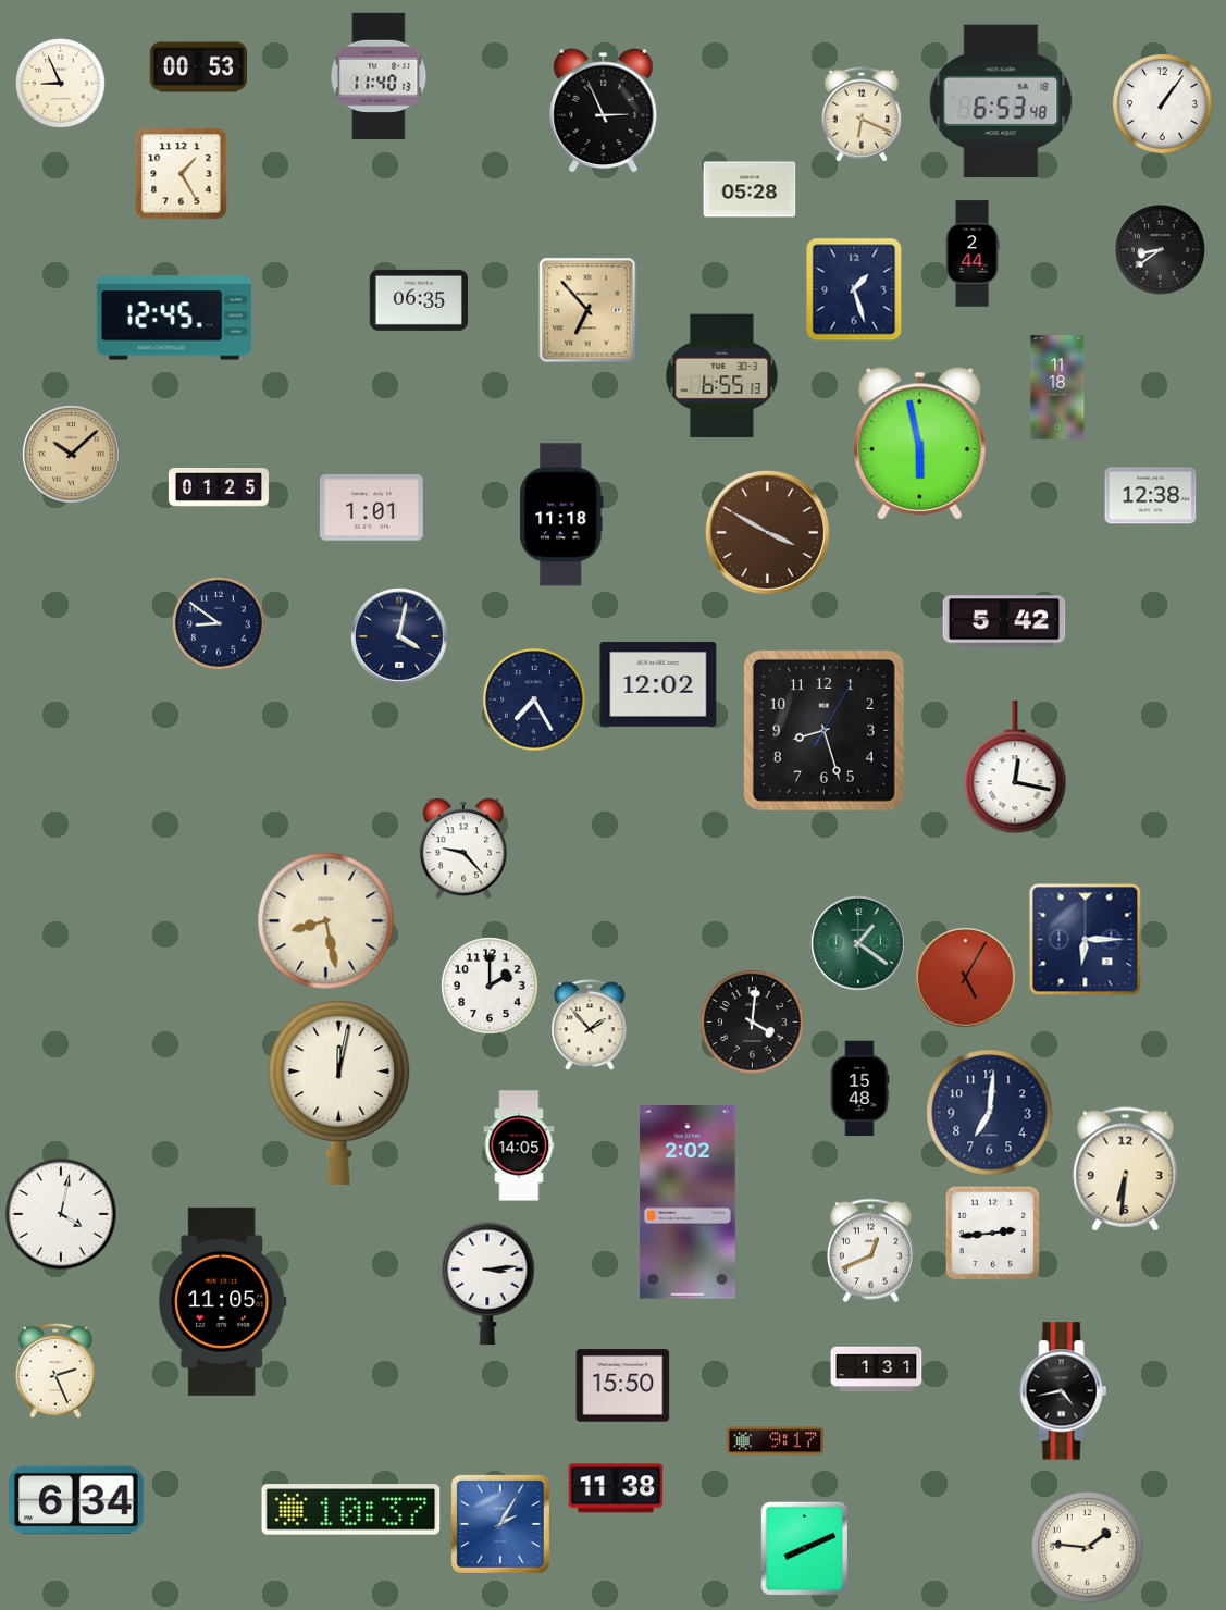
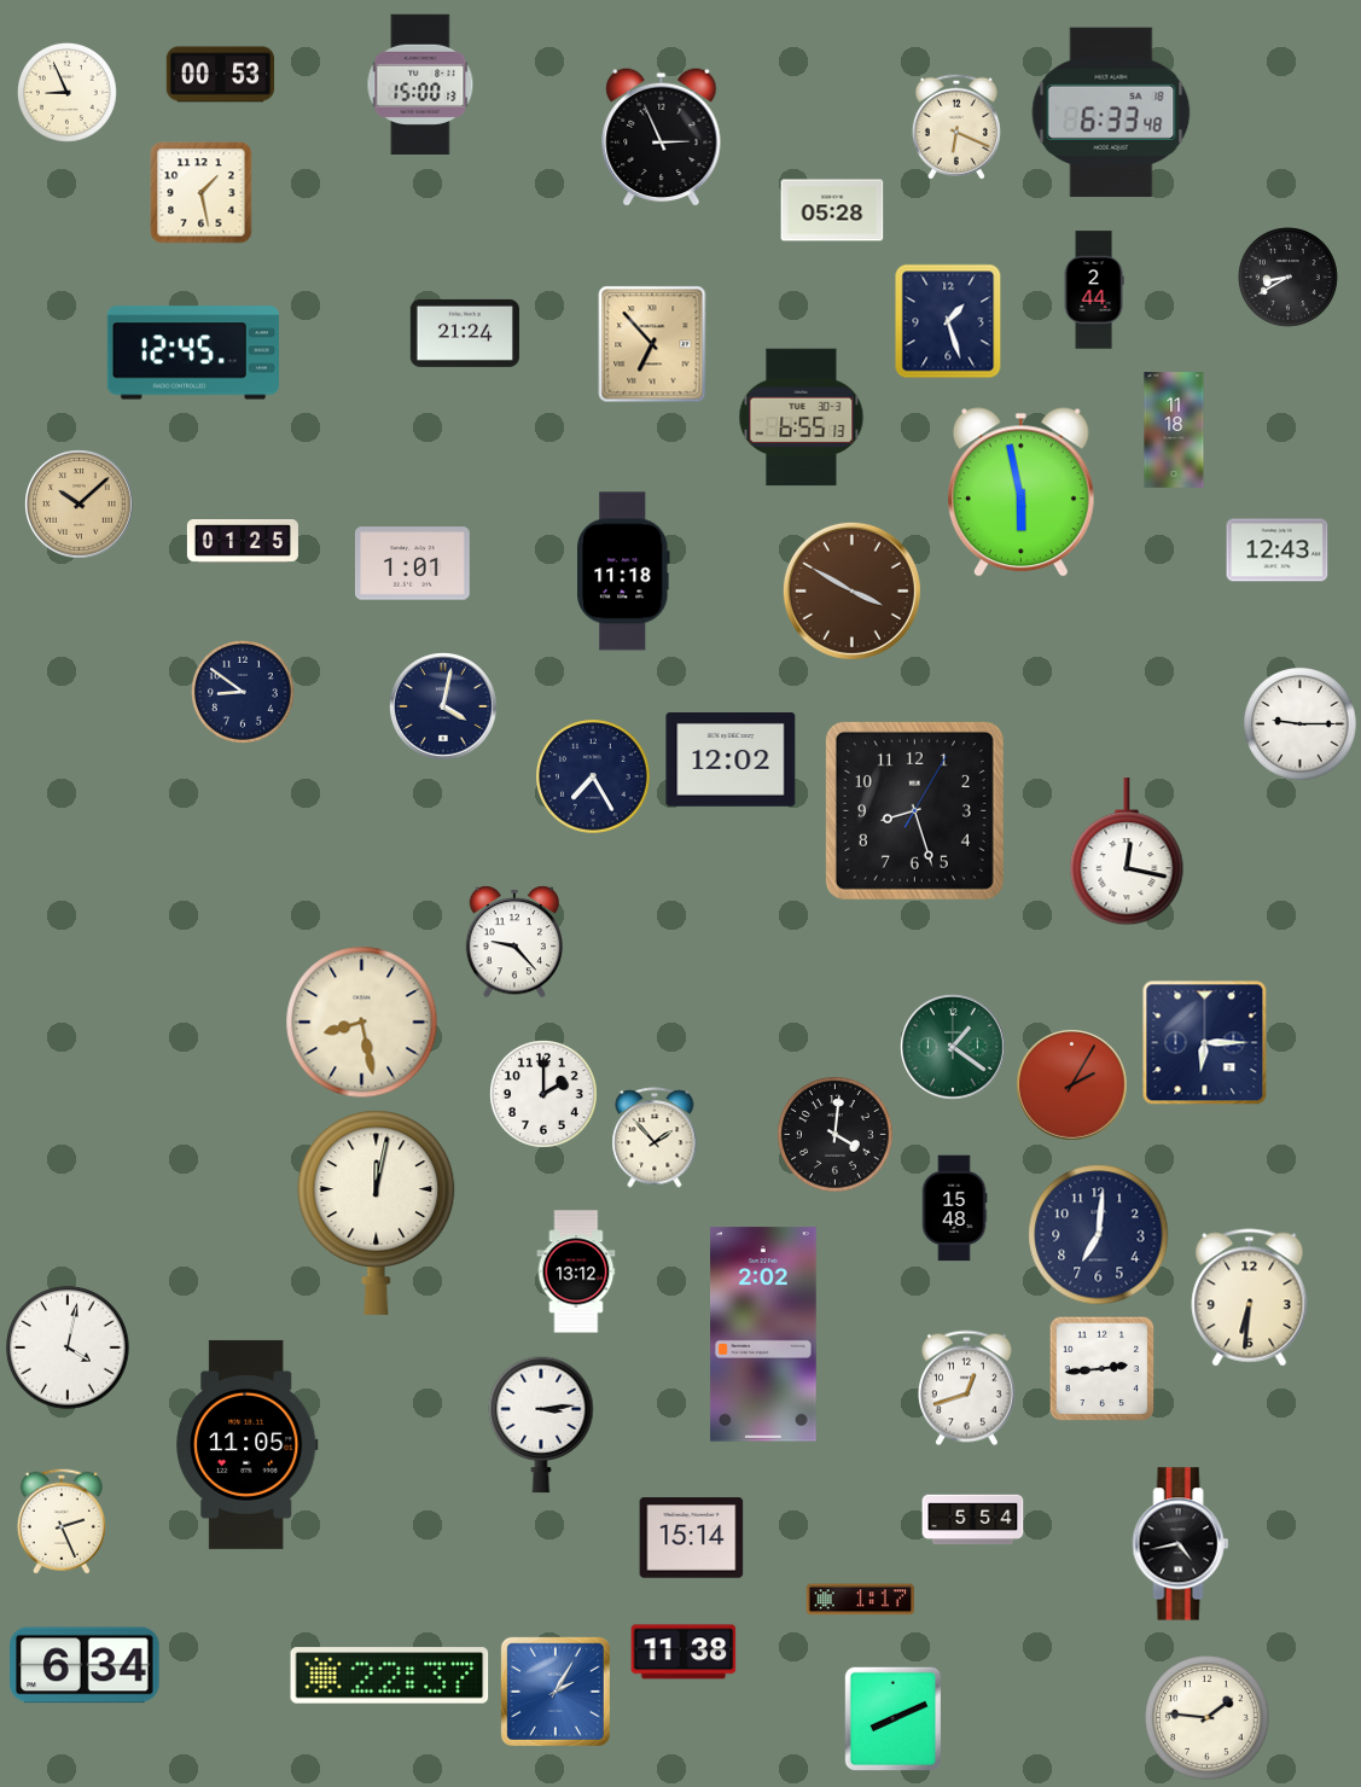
clock at (379, 76): 11:40 -> 15:00
clock at (1001, 101): 6:53 -> 6:33
clock at (1163, 104): 1:06 -> none
clock at (604, 110) position: (604, 110) -> (662, 136)
clock at (182, 174): 1:25 -> 1:28
clock at (1160, 249): 8:39 -> 8:40
clock at (973, 253) position: (973, 253) -> (1094, 290)
clock at (419, 300): 06:35 -> 21:24
clock at (1151, 496): 12:38 -> 12:43
clock at (1004, 621): 5:42 -> none
clock at (1301, 724): none -> 9:15
clock at (966, 978): 5:05 -> 2:05
clock at (519, 1145): 14:05 -> 13:12
clock at (870, 1251): 12:41 -> 12:42
clock at (877, 1370): 1:31 -> 5:54
clock at (623, 1386): 15:50 -> 15:14
clock at (775, 1441): 9:17 -> 1:17
clock at (351, 1510): 10:37 -> 22:37
